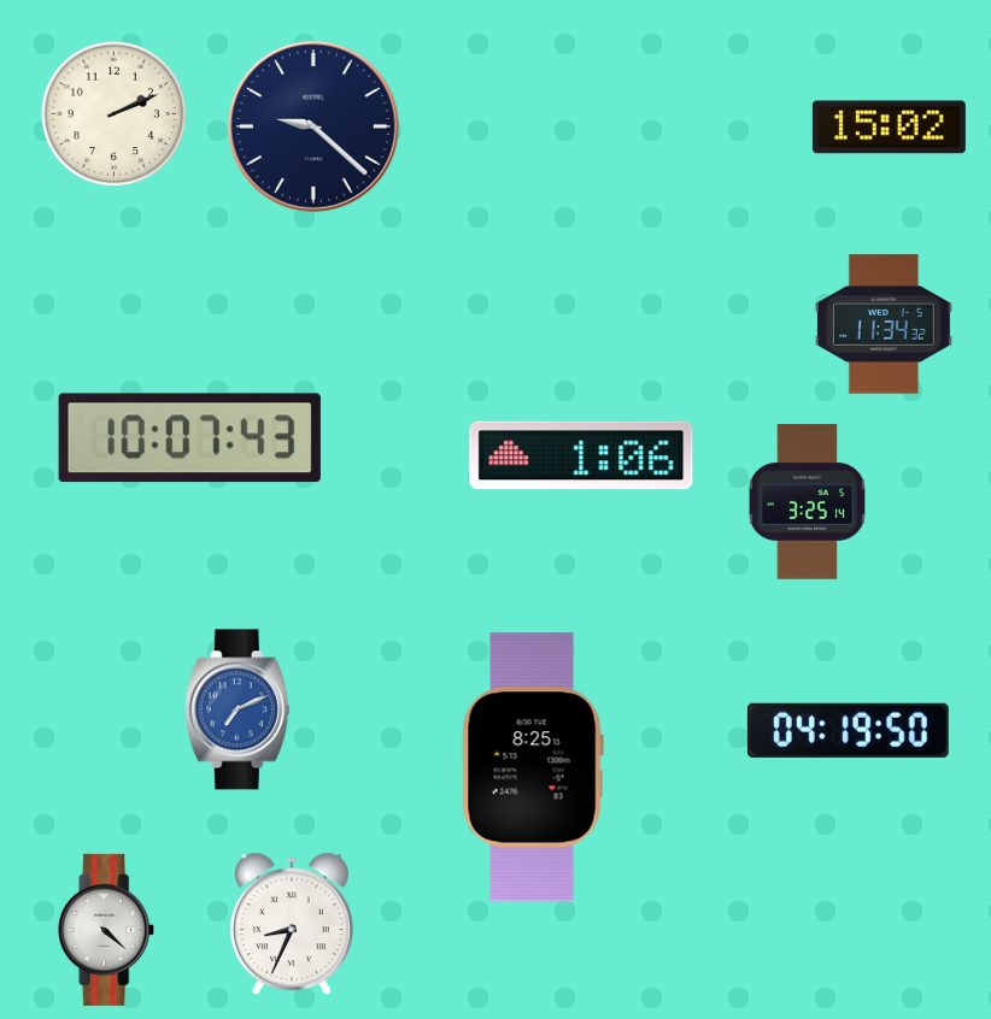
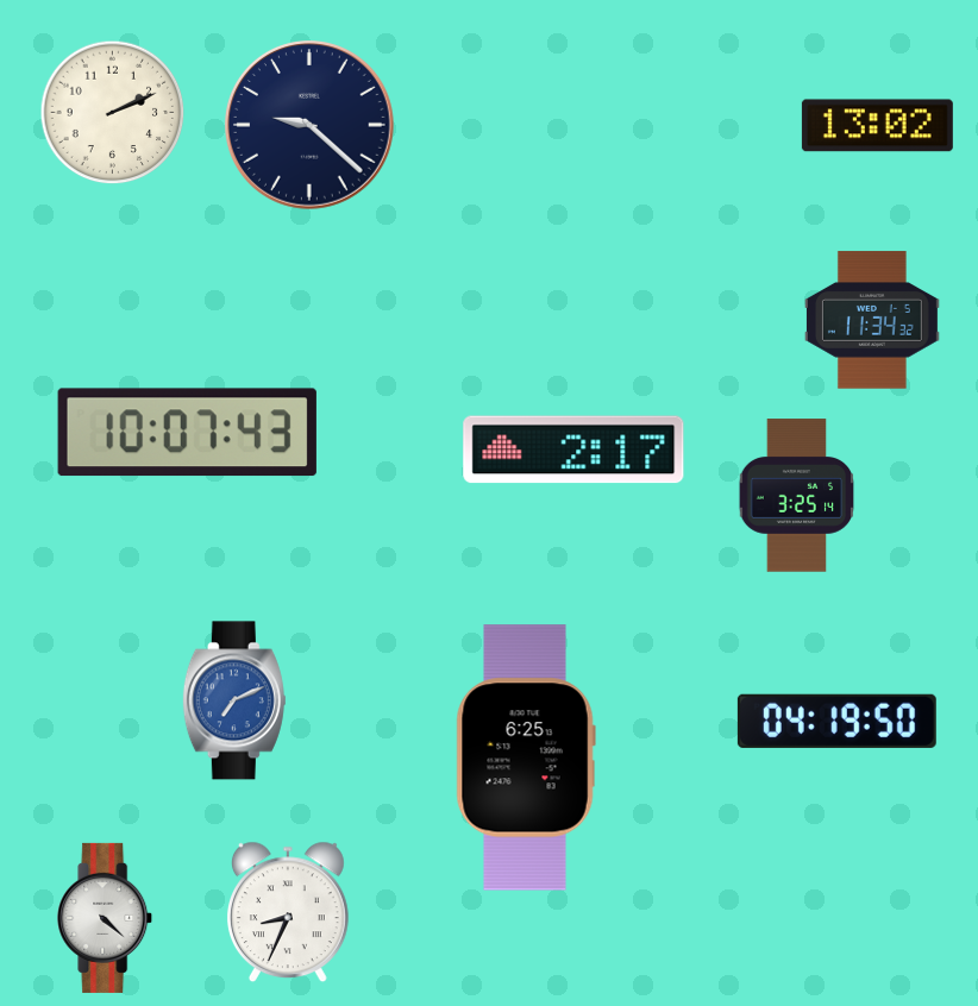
clock at (889, 128): 15:02 -> 13:02
clock at (581, 455): 1:06 -> 2:17
clock at (533, 767): 8:25 -> 6:25
